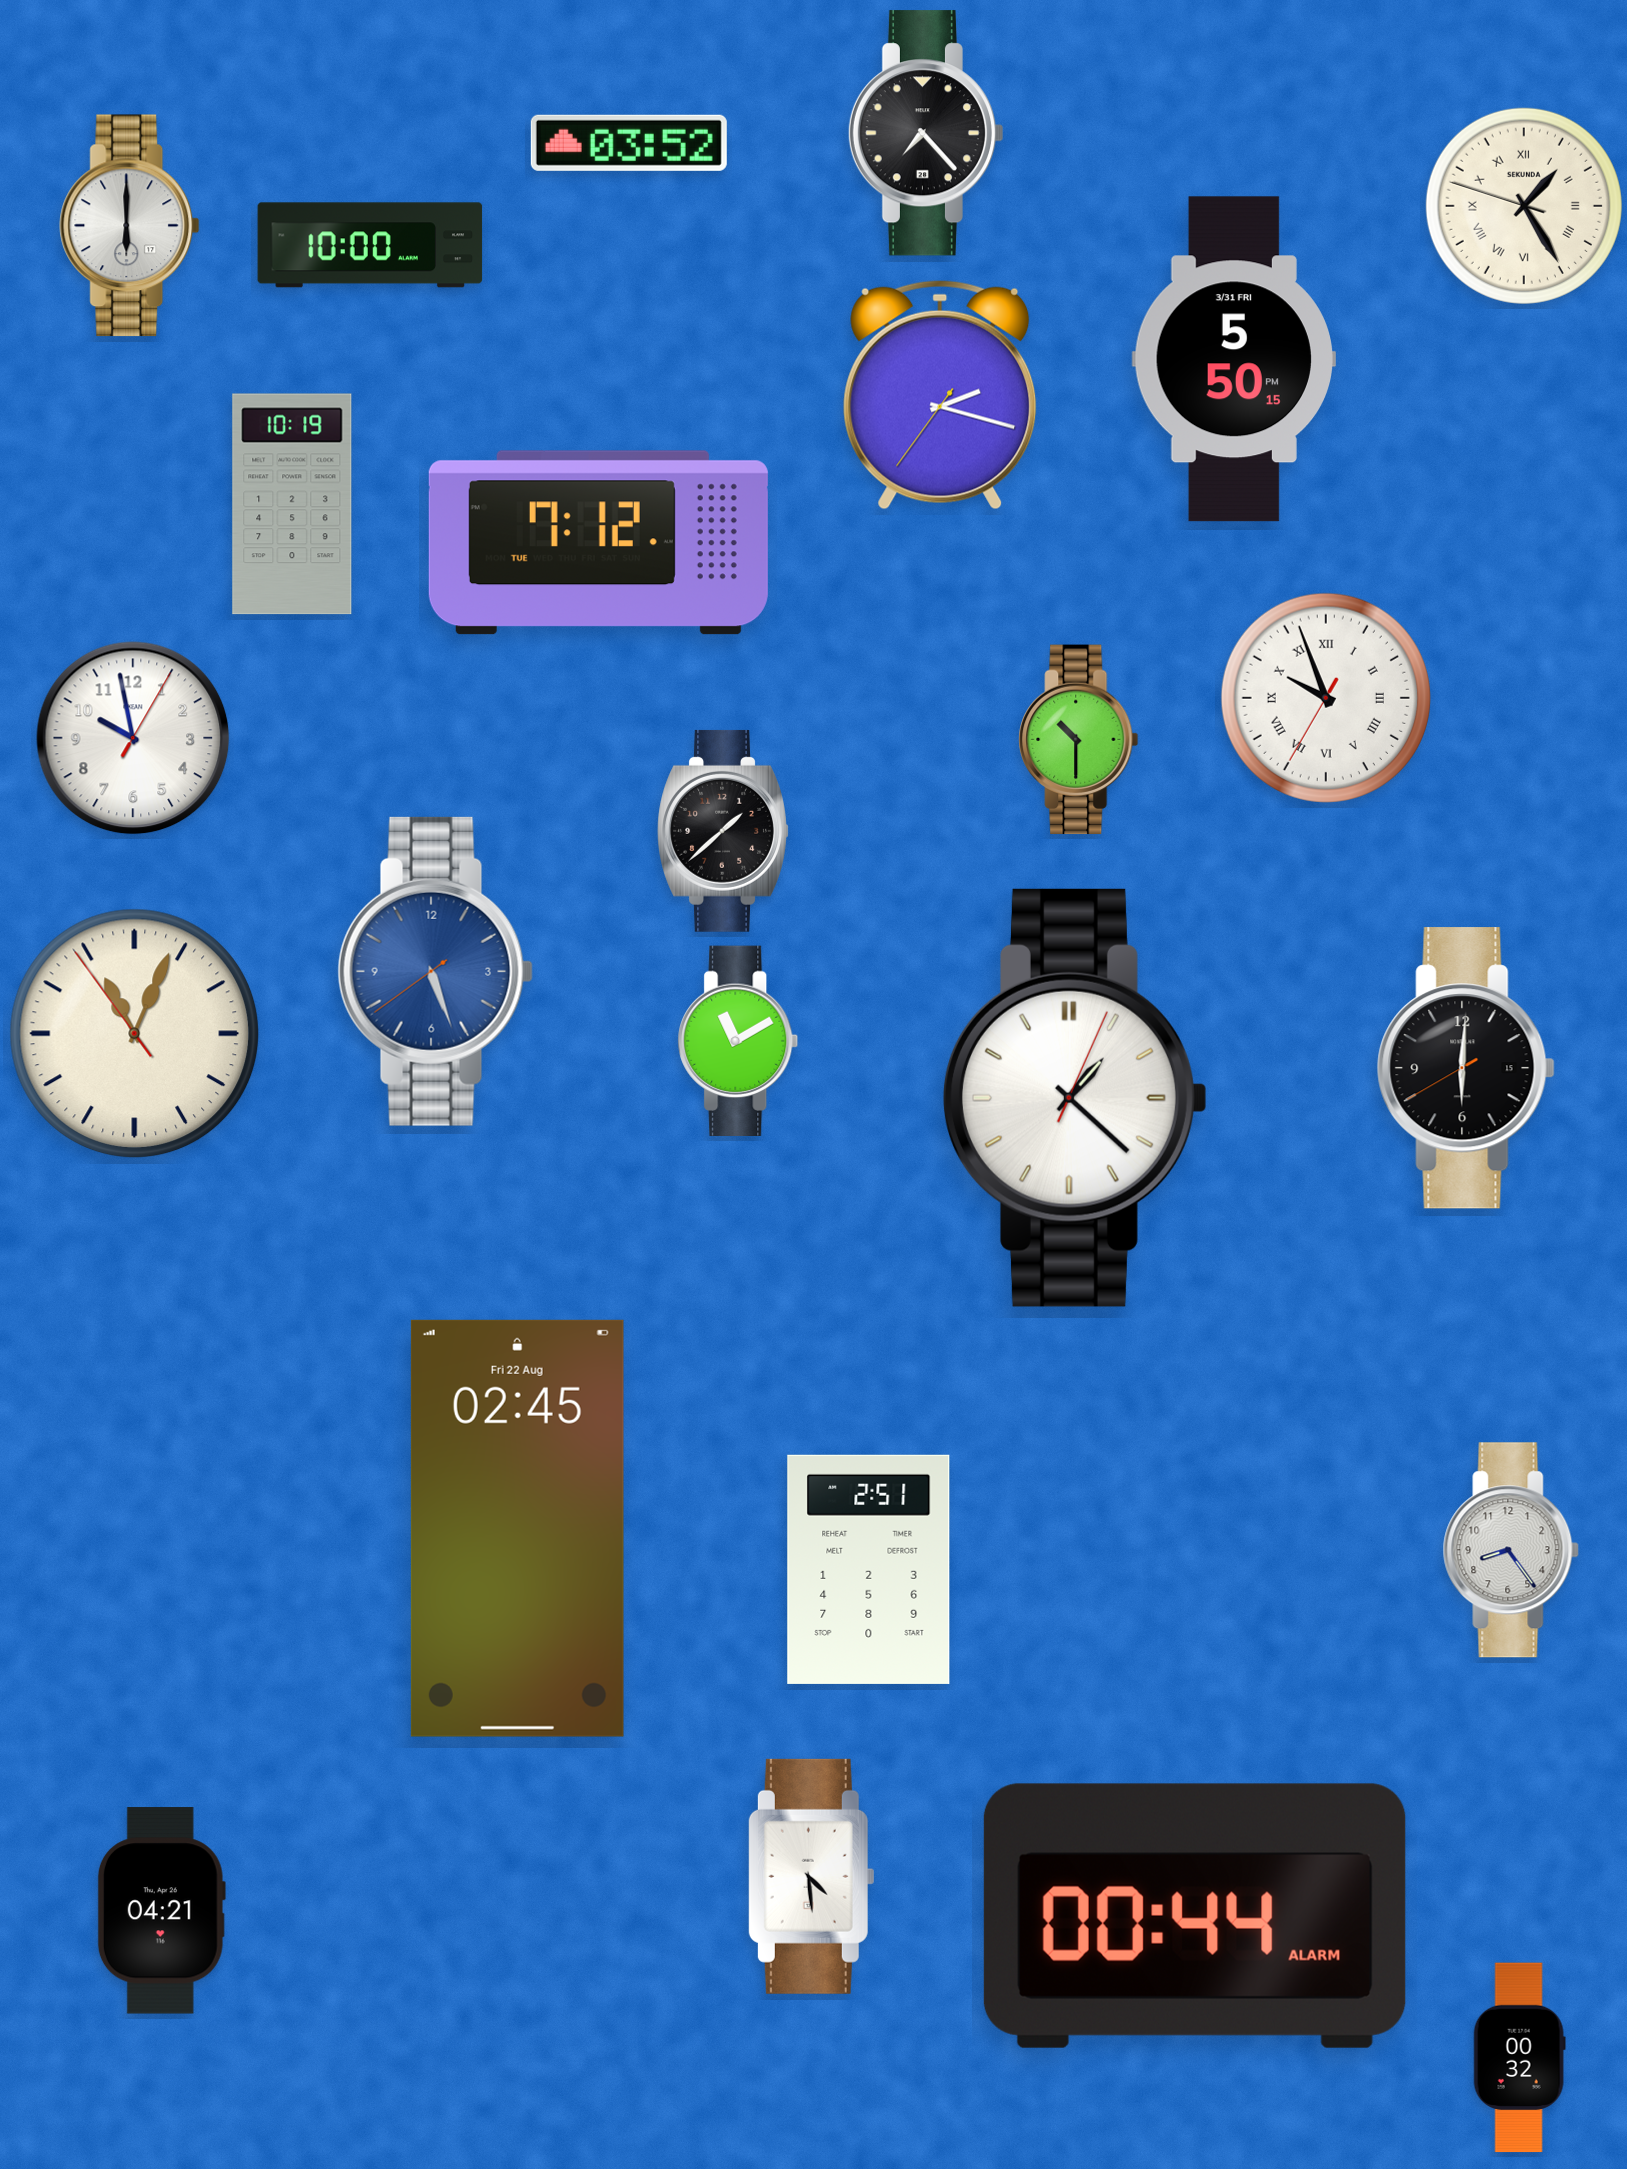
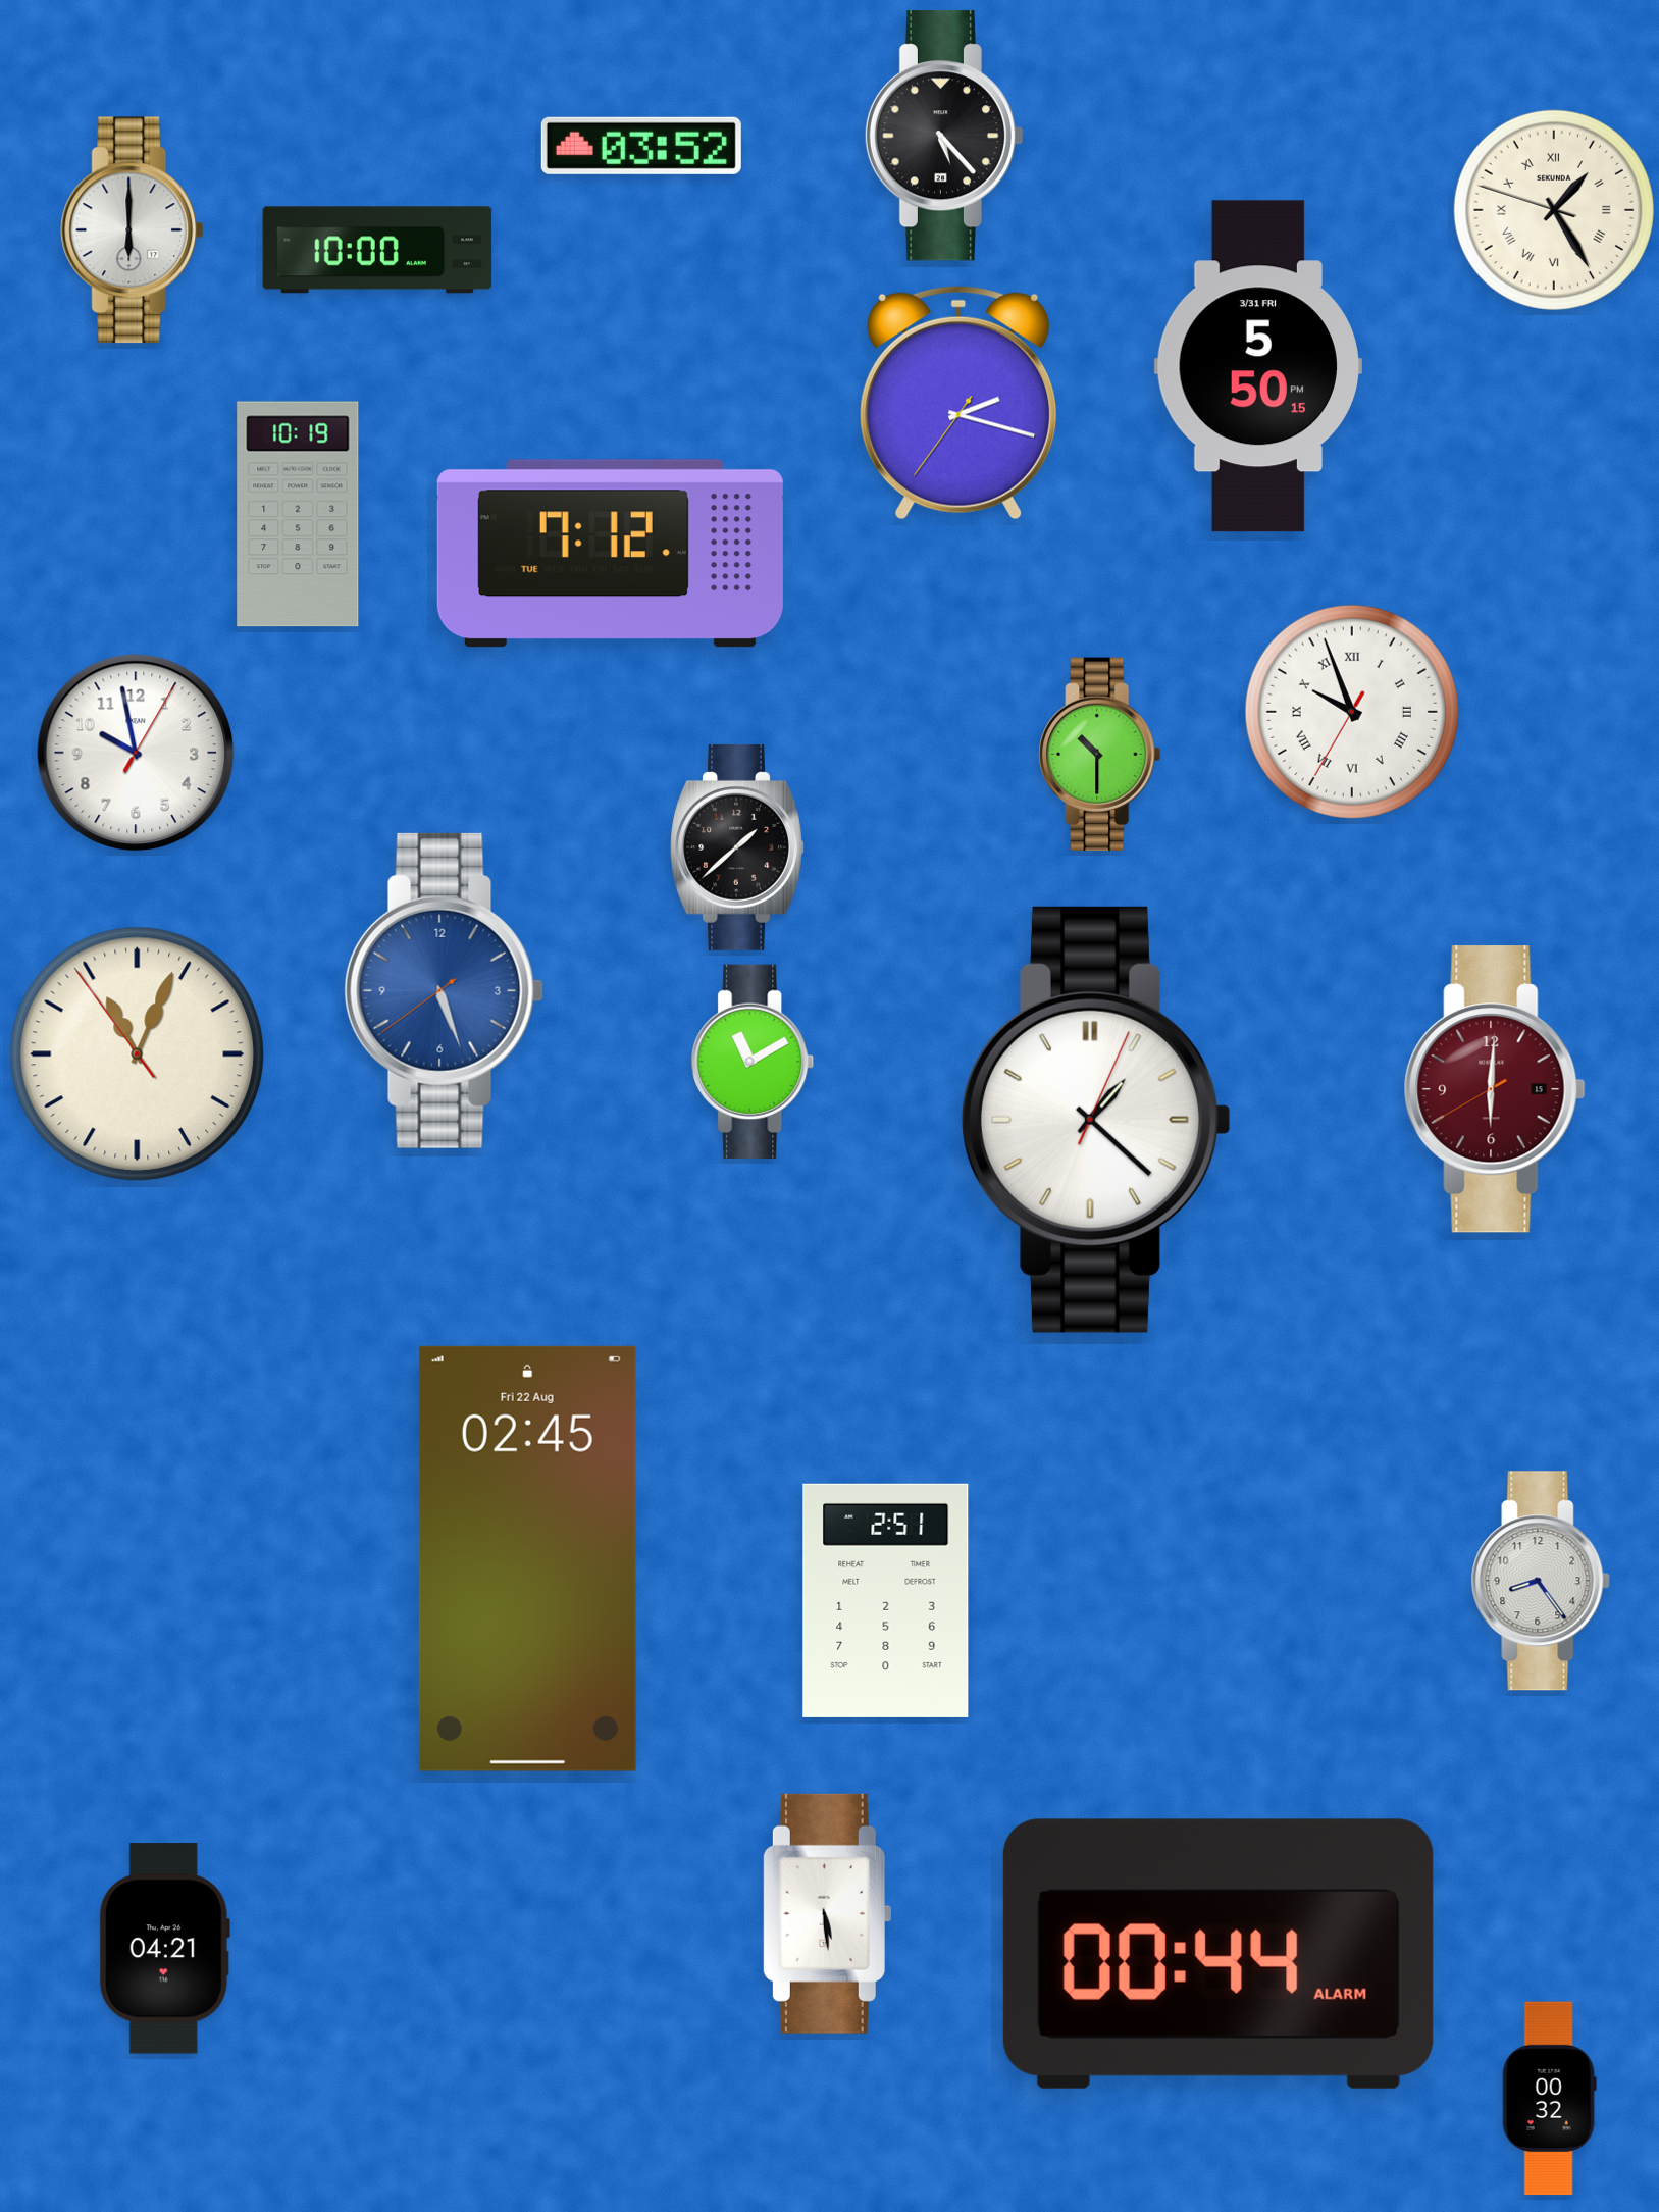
clock at (925, 133): 7:23 -> 5:23
clock at (1466, 1068) dial: black -> burgundy
clock at (811, 1876): 4:29 -> 5:29
